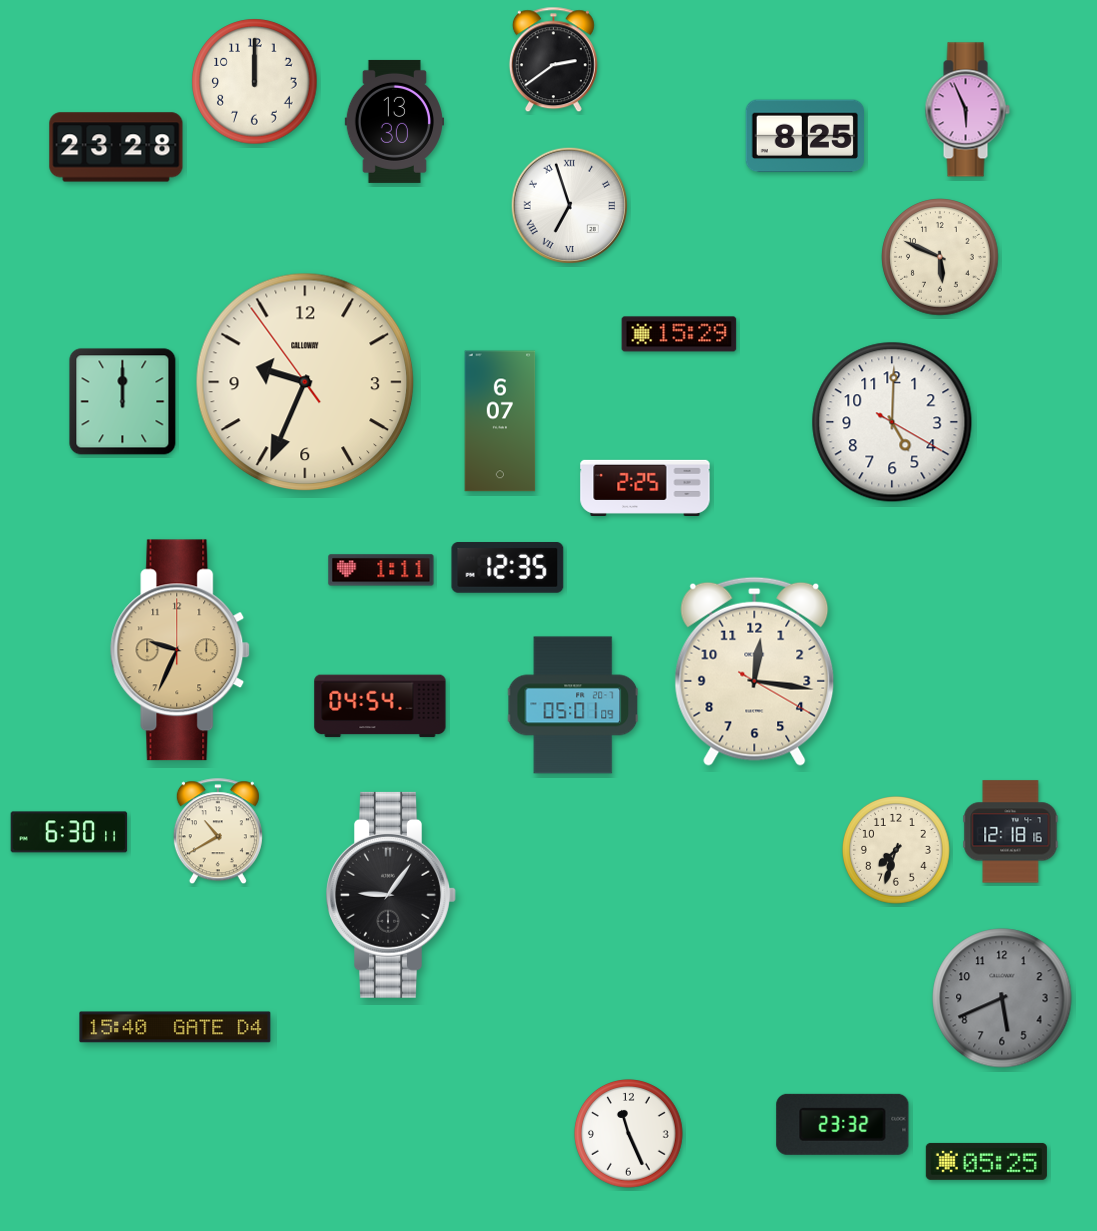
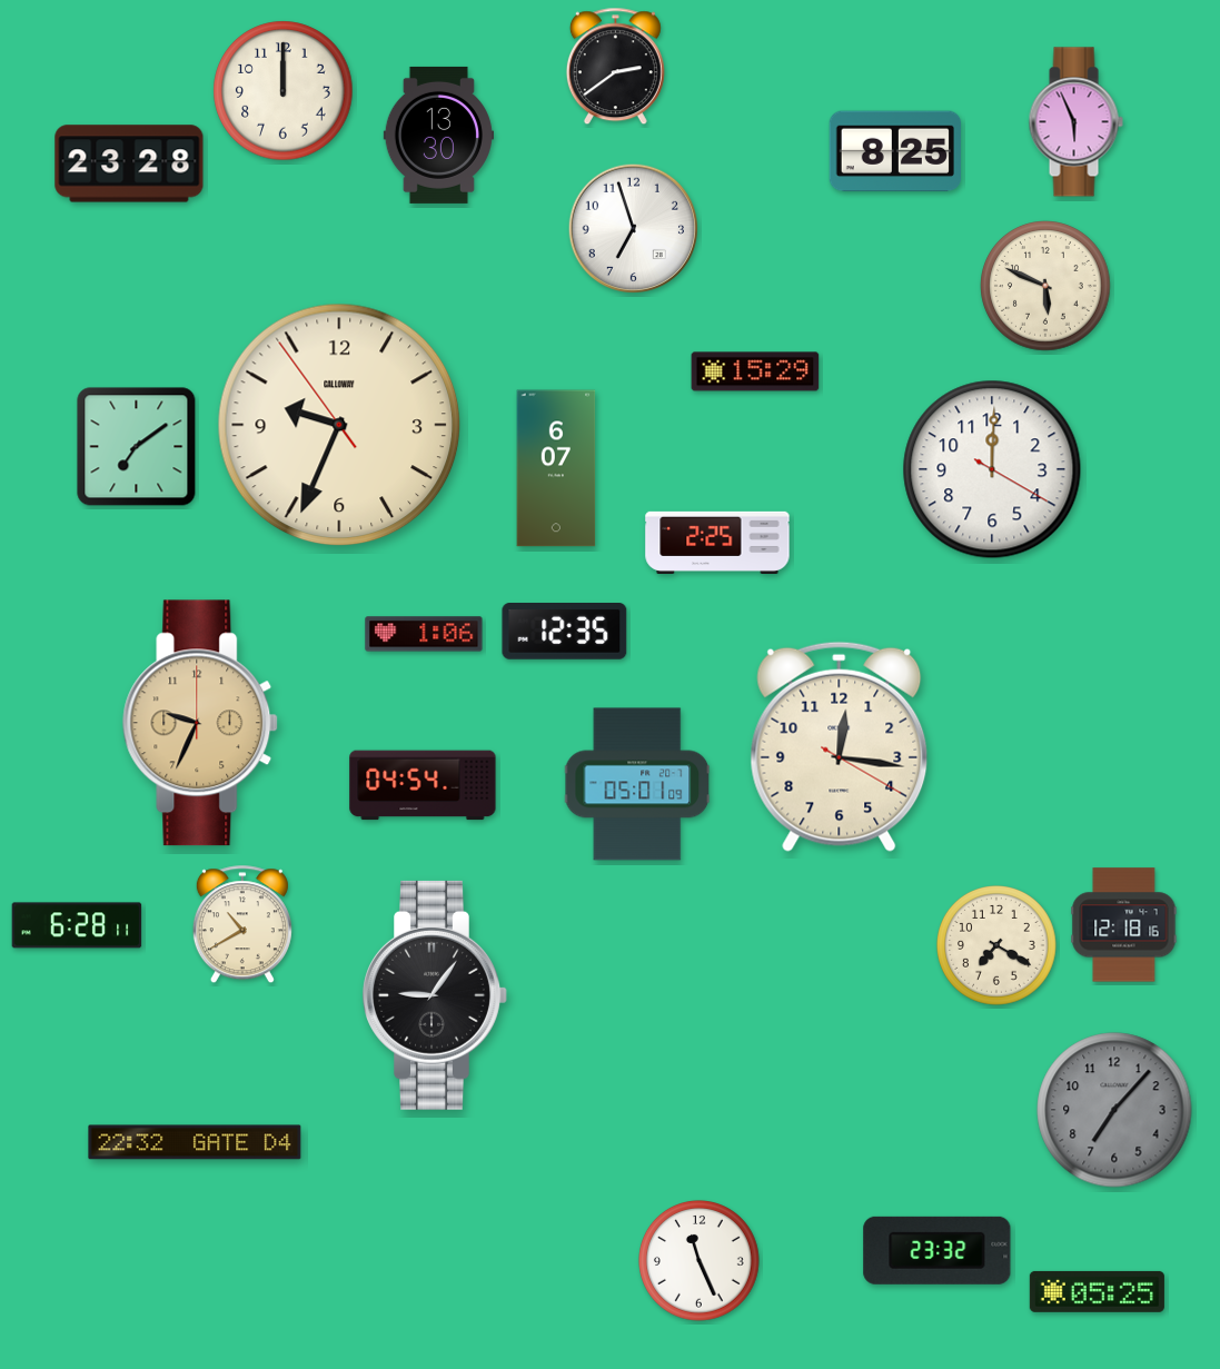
clock at (569, 205) numerals: Roman -> Arabic
clock at (123, 402): 12:00 -> 7:09
clock at (892, 422): 5:00 -> 12:00
clock at (381, 570): 1:11 -> 1:06
clock at (69, 832): 6:30 -> 6:28
clock at (897, 851): 7:33 -> 7:20
clock at (1002, 998): 5:41 -> 7:07
clock at (175, 1027): 15:40 -> 22:32
